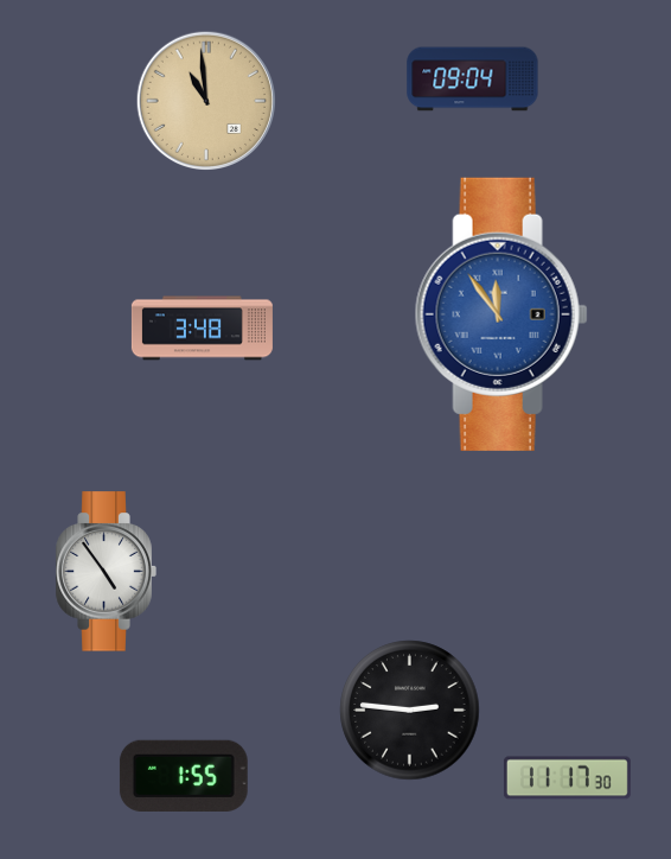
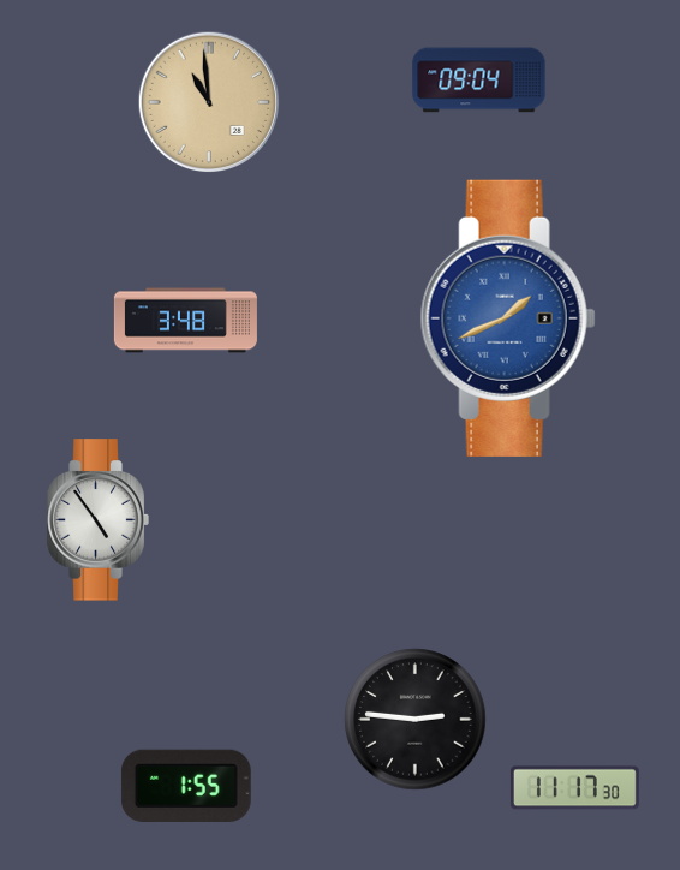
clock at (501, 314): 11:54 -> 1:41
clock at (202, 329) position: (202, 329) -> (185, 321)
clock at (106, 572) position: (106, 572) -> (97, 520)
